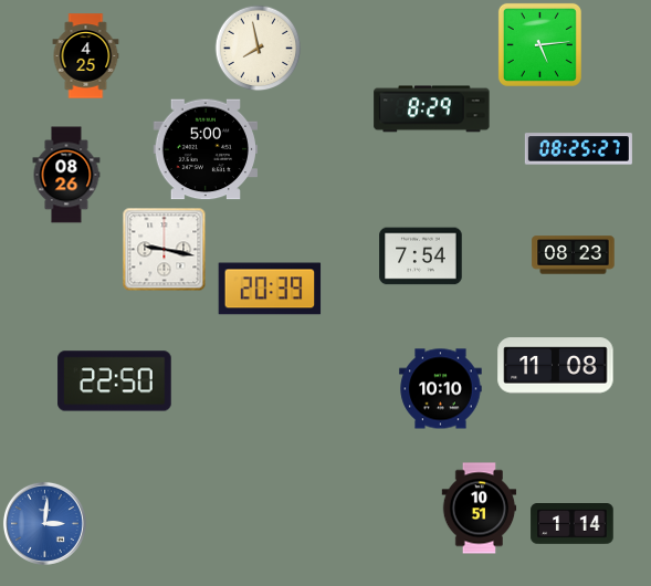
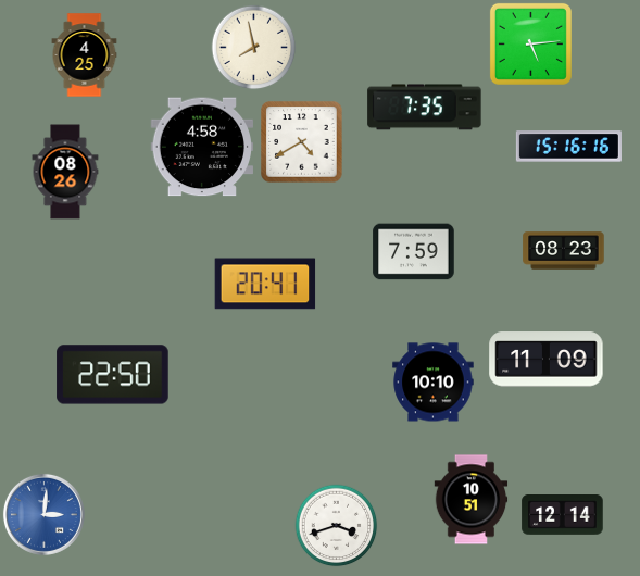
clock at (432, 109): 8:29 -> 7:35
clock at (302, 142): none -> 4:40
clock at (204, 149): 5:00 -> 4:58
clock at (578, 149): 08:25 -> 15:16
clock at (165, 250): 9:17 -> none
clock at (421, 257): 7:54 -> 7:59
clock at (270, 289): 20:39 -> 20:41
clock at (556, 366): 11:08 -> 11:09
clock at (573, 524): 1:14 -> 12:14
clock at (337, 526): none -> 3:42
